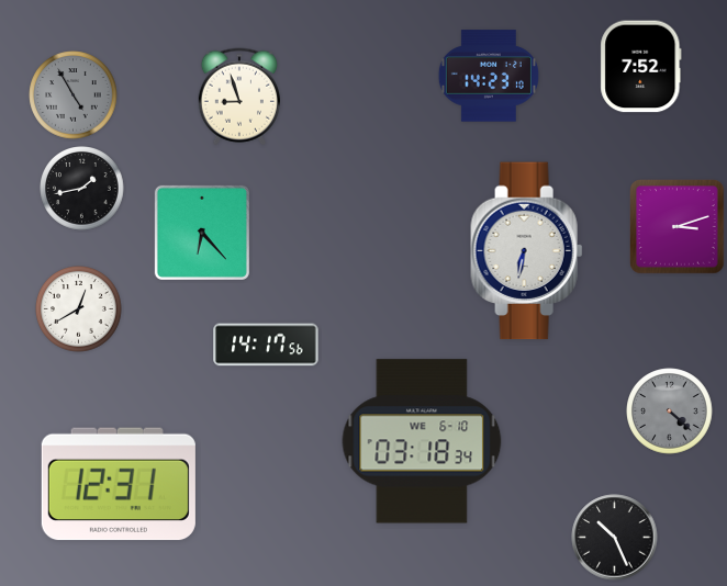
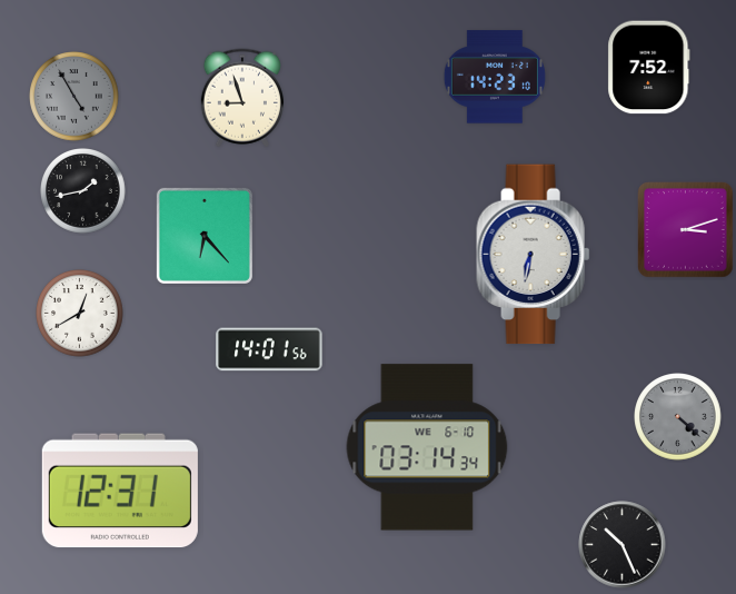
clock at (266, 345): 14:17 -> 14:01
clock at (422, 441): 03:18 -> 03:14
